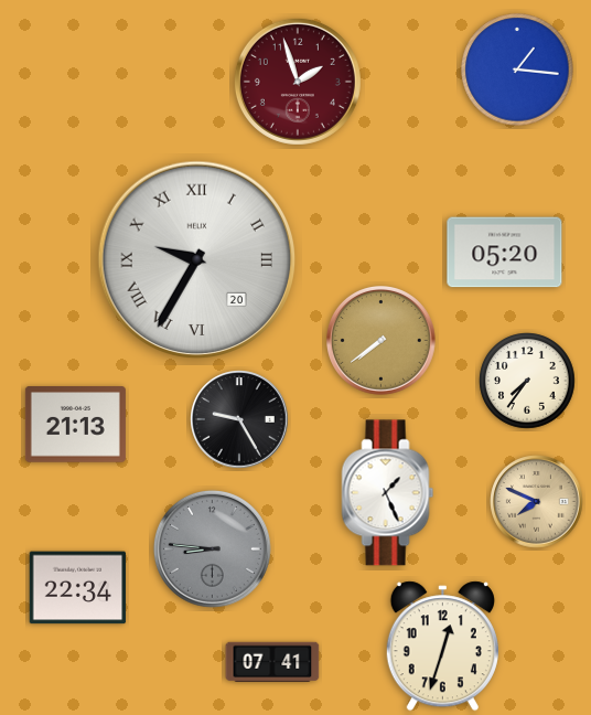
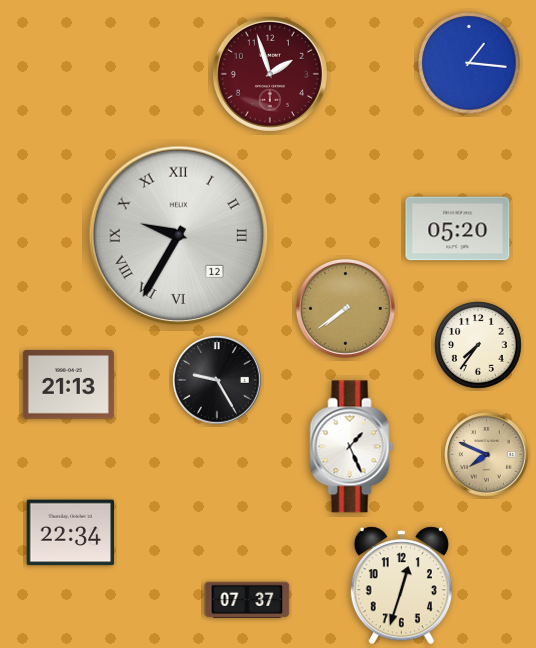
clock at (197, 260) date: 20 -> 12
clock at (212, 548): 8:46 -> none
clock at (272, 661): 07:41 -> 07:37
